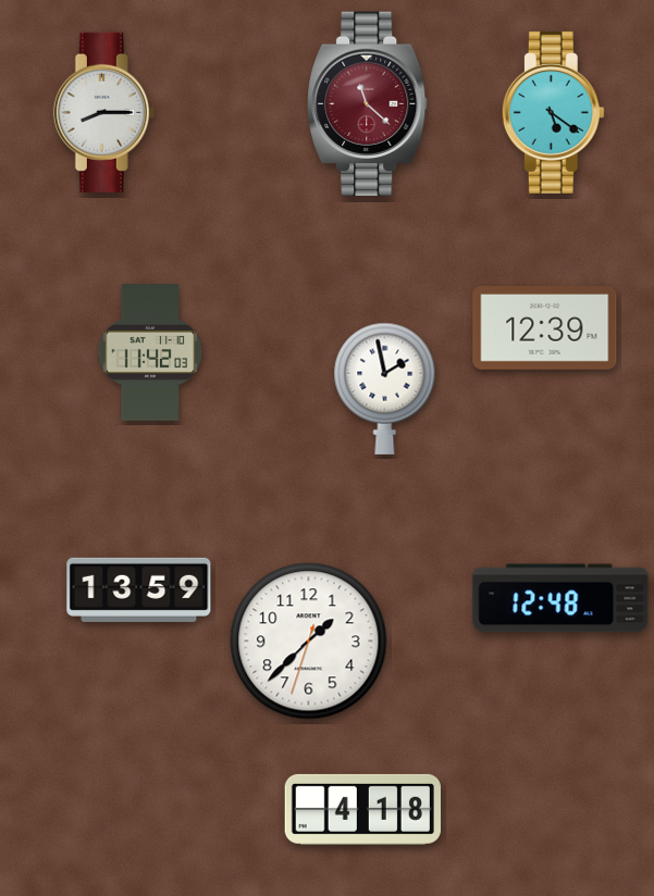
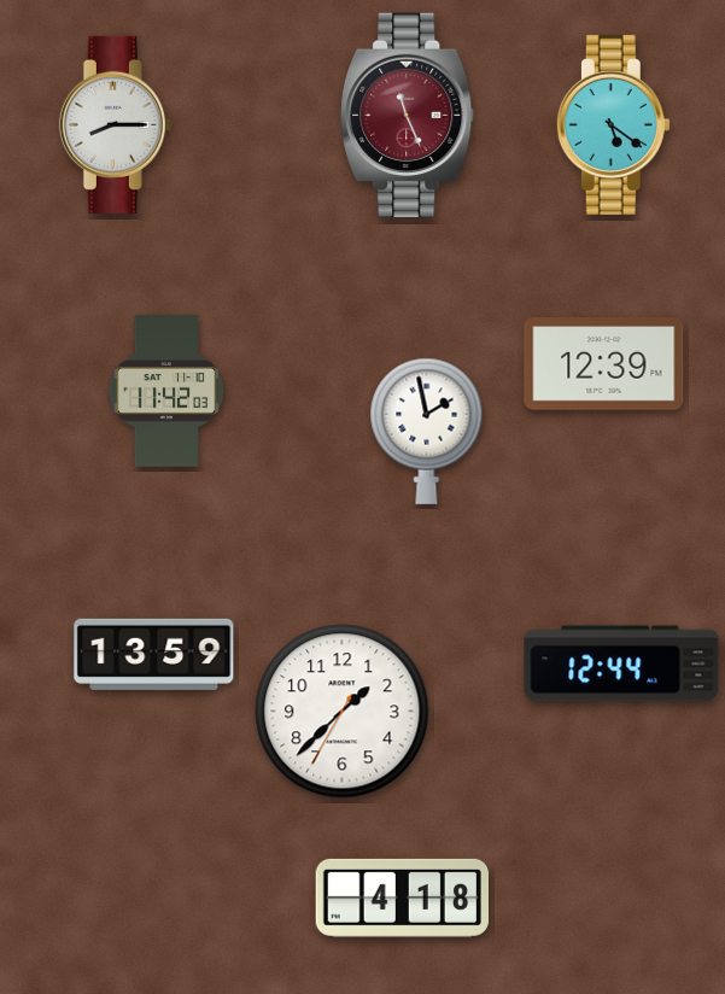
clock at (368, 103): 11:22 -> 11:26
clock at (560, 598): 12:48 -> 12:44
clock at (309, 642): 1:37:33 -> 1:37:35
